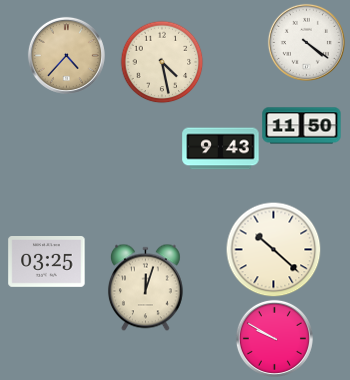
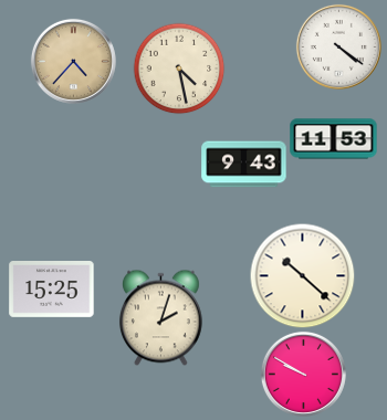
clock at (302, 126): 11:50 -> 11:53
clock at (47, 262): 03:25 -> 15:25
clock at (145, 287): 12:03 -> 2:03
